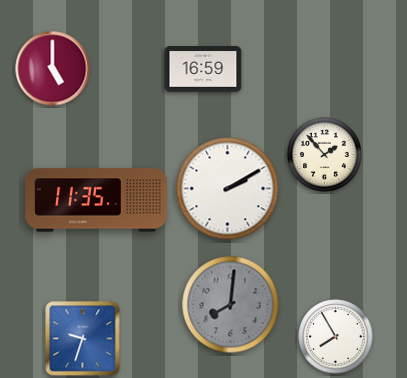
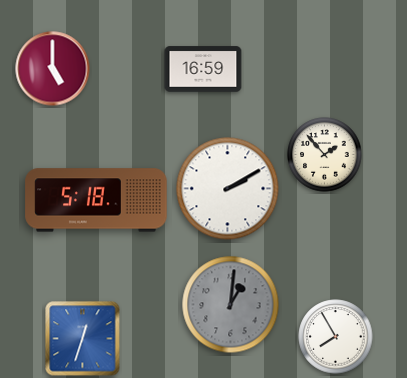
clock at (96, 200): 11:35 -> 5:18
clock at (231, 305): 8:01 -> 1:01
clock at (83, 339): 9:33 -> 12:33
